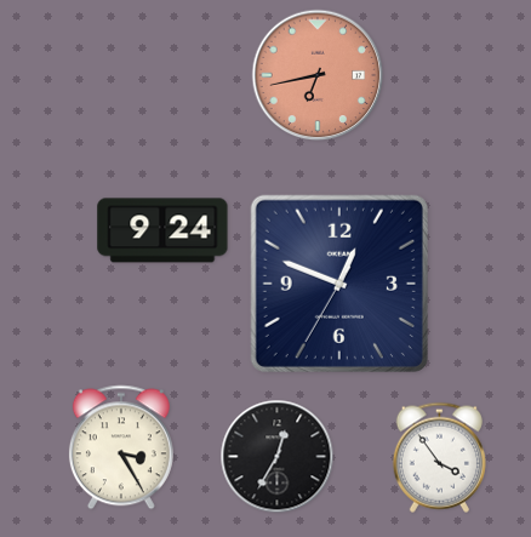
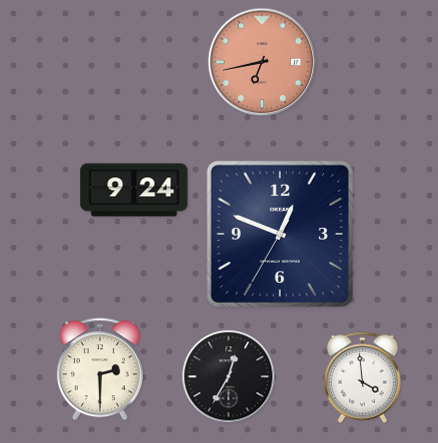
clock at (121, 447): 3:25 -> 2:30
clock at (439, 457): 3:54 -> 3:59
